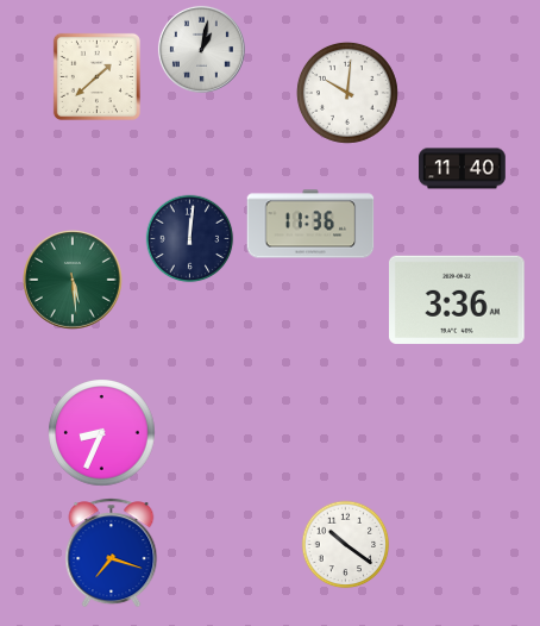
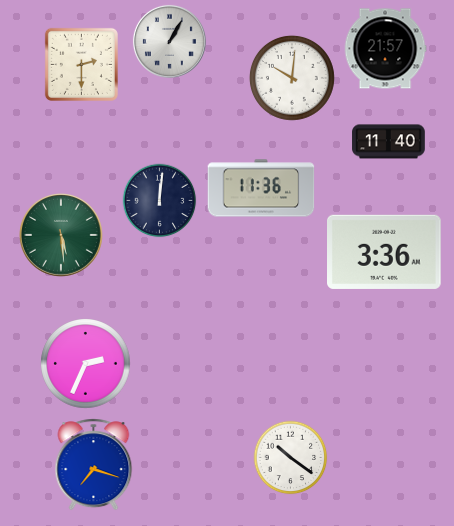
clock at (201, 49): 1:02 -> 1:05
clock at (385, 49): none -> 21:57
clock at (96, 76): 1:38 -> 2:30
clock at (102, 433): 8:34 -> 2:34
